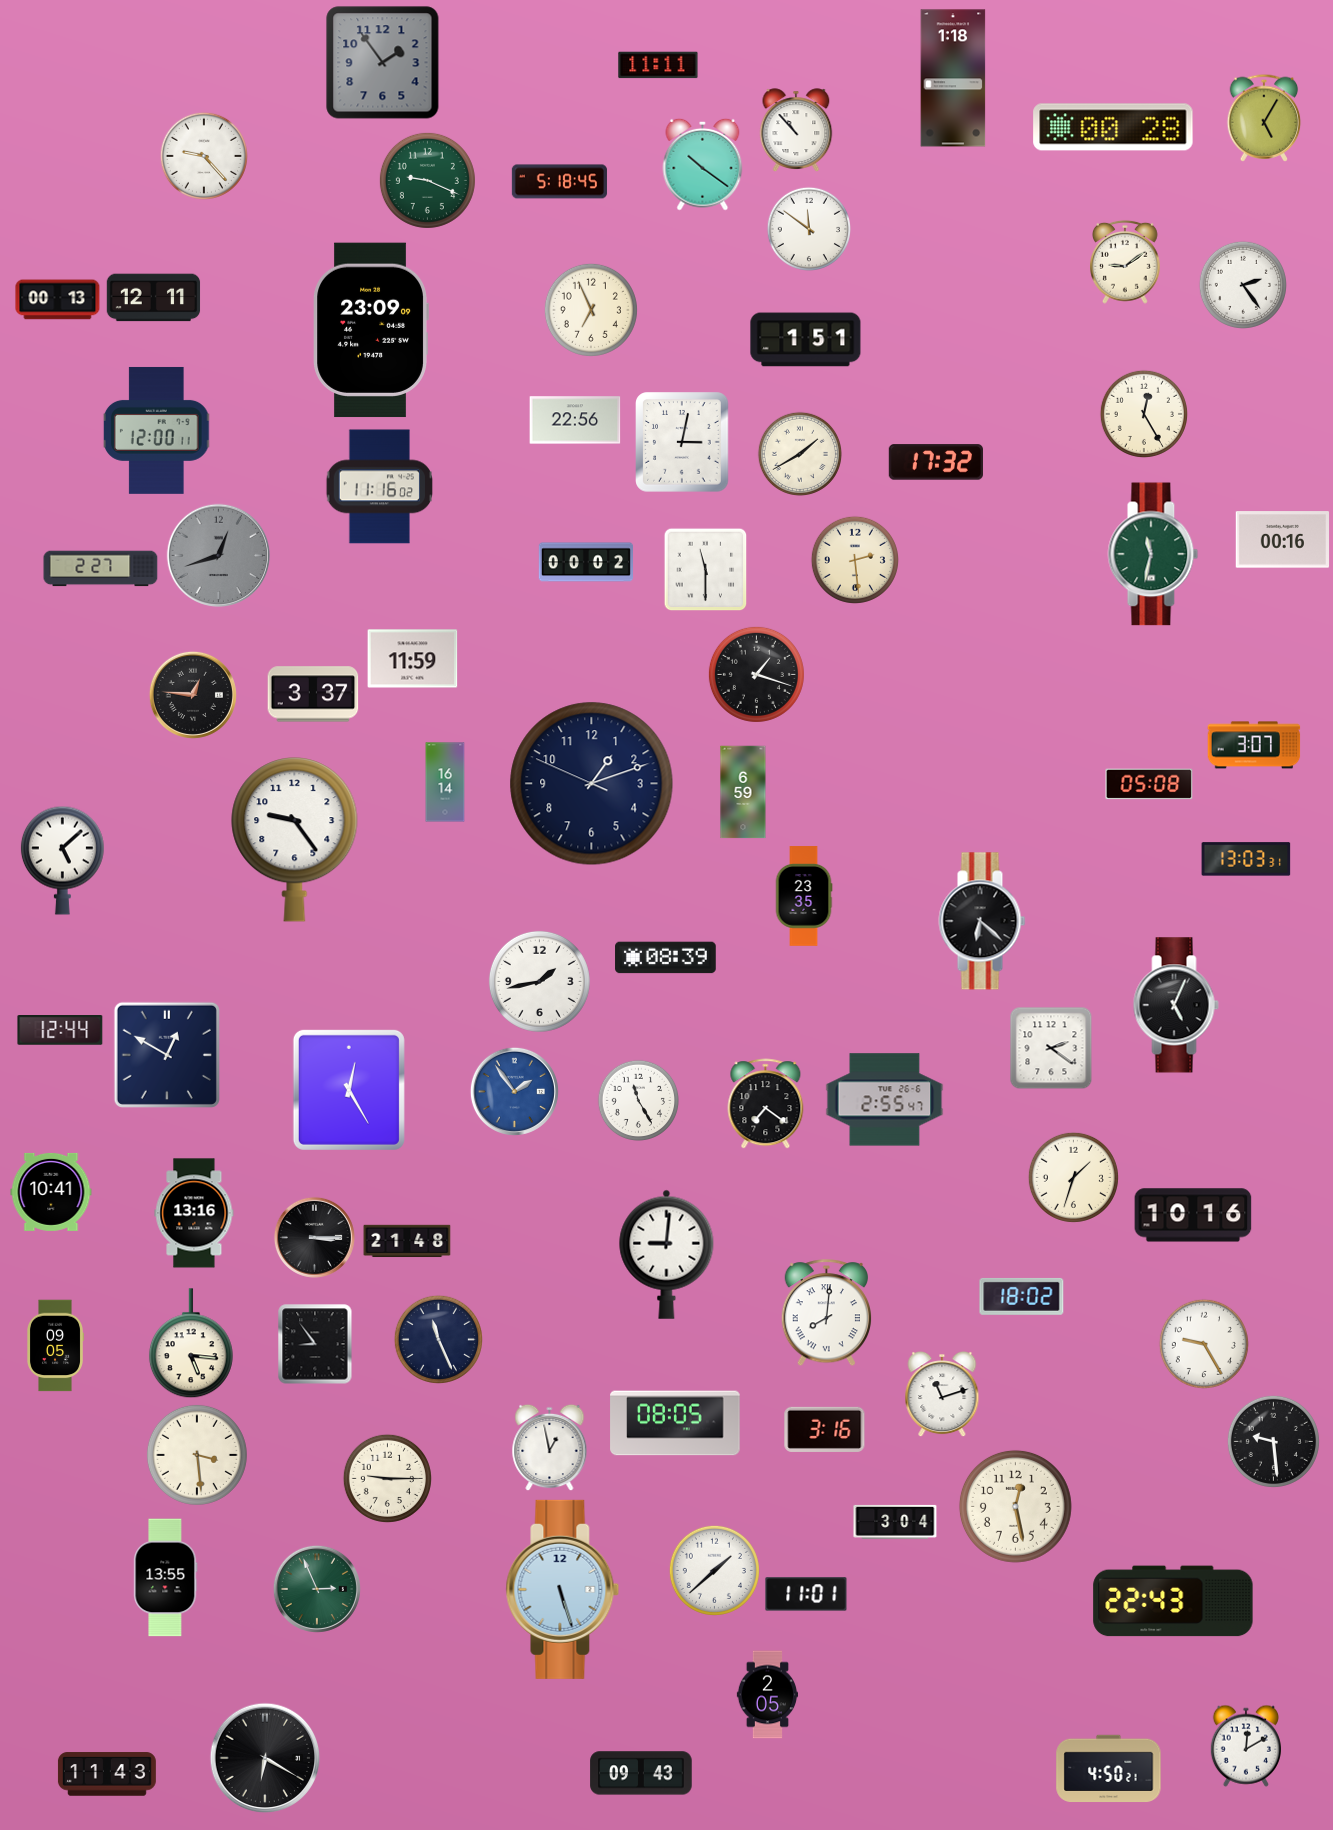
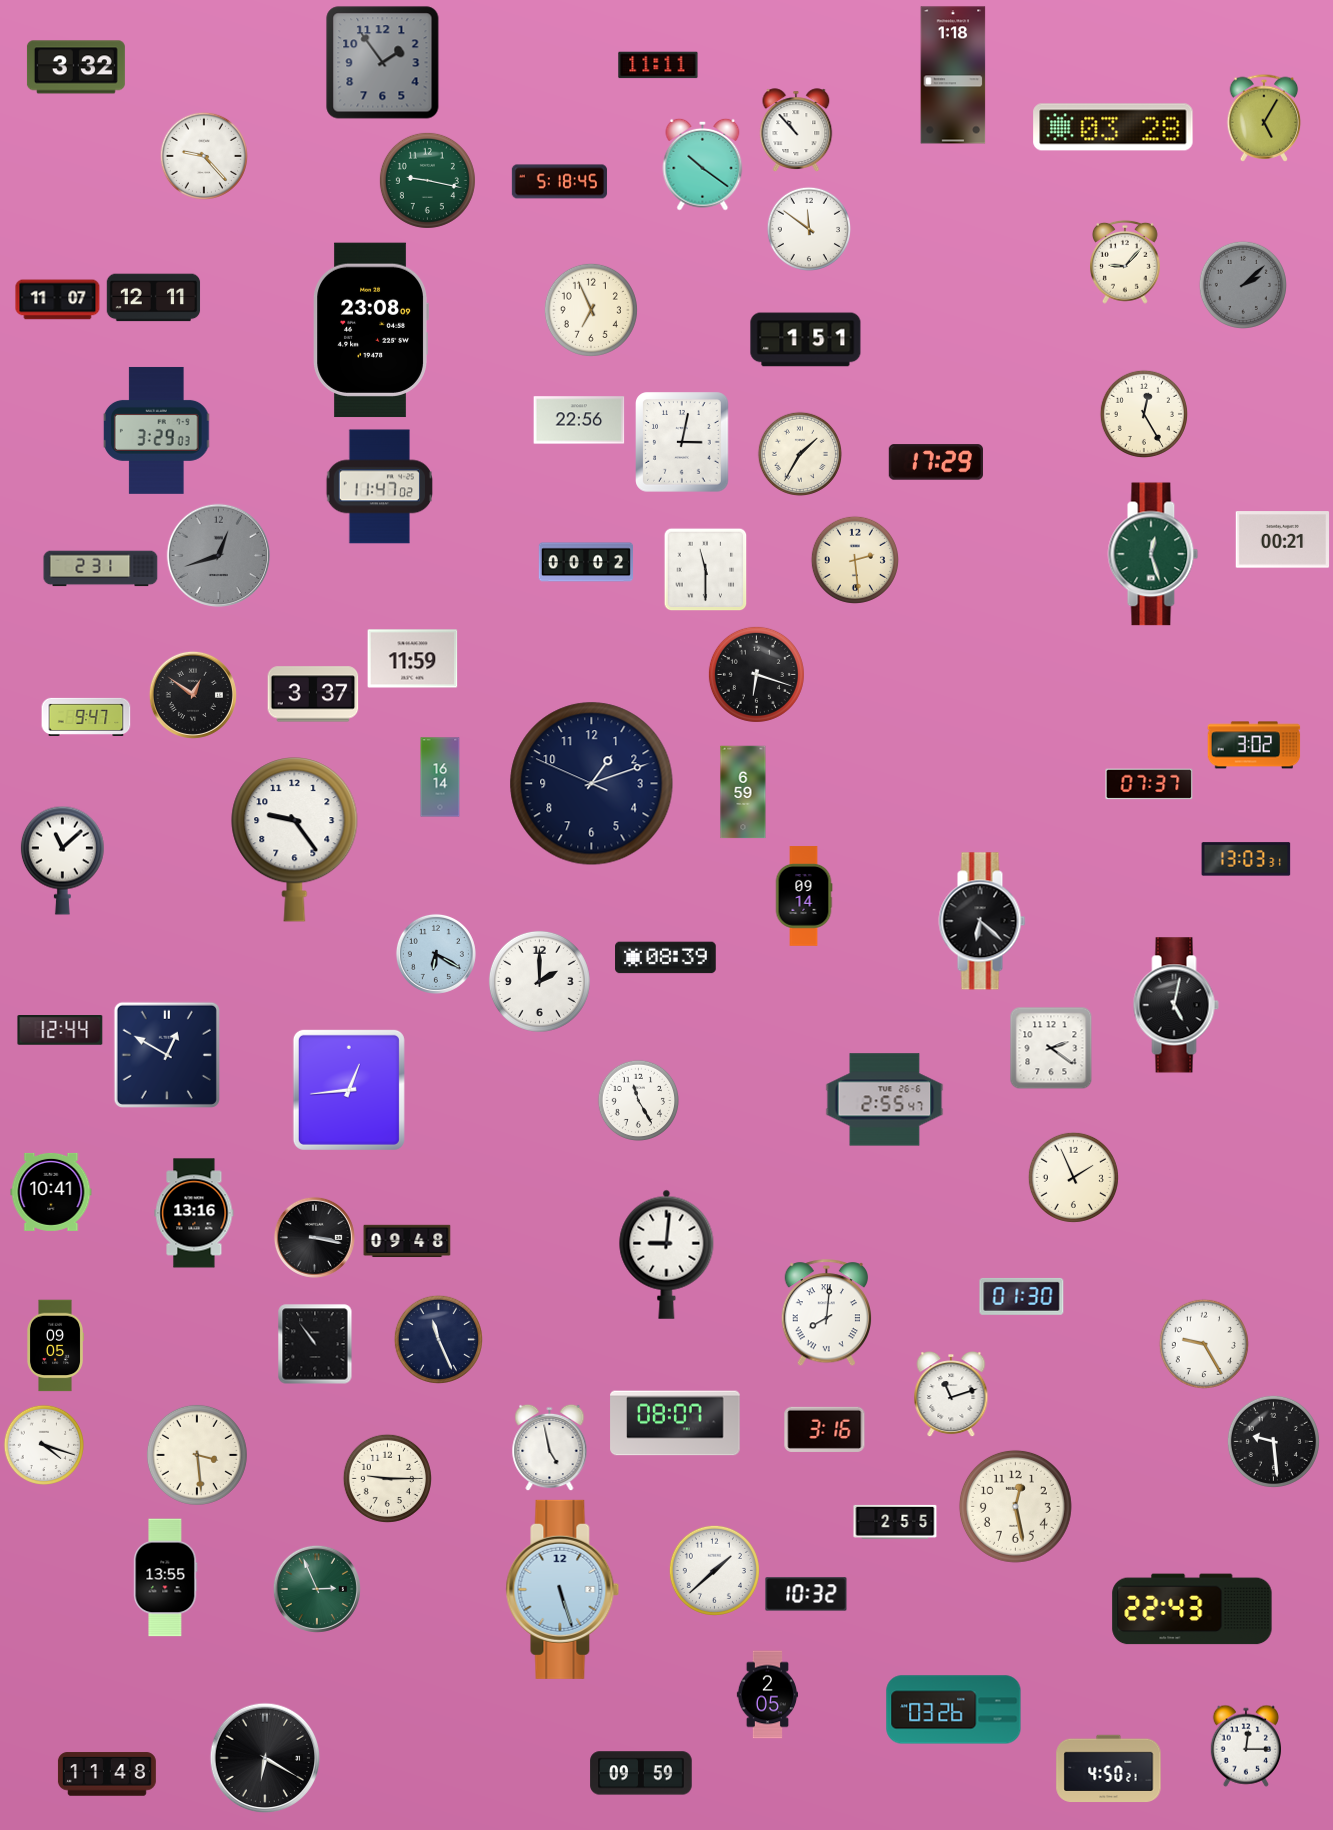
clock at (76, 67): none -> 3:32
clock at (953, 78) position: (953, 78) -> (953, 75)
clock at (1113, 127): 00:28 -> 03:28
clock at (427, 180): 9:19 -> 9:17
clock at (1126, 262): 9:09 -> 9:07
clock at (1243, 285): 2:24 -> 2:08
clock at (1243, 285) dial: white -> grey
clock at (58, 300): 00:13 -> 11:07
clock at (371, 330): 23:09 -> 23:08
clock at (575, 420) position: (575, 420) -> (579, 420)
clock at (157, 430): 12:00 -> 3:29
clock at (799, 453): 1:40 -> 1:35
clock at (936, 462): 17:32 -> 17:29
clock at (380, 487): 11:16 -> 11:47
clock at (1283, 540): 00:16 -> 00:21
clock at (1153, 554): 11:32 -> 12:27
clock at (101, 569): 2:27 -> 2:31
clock at (756, 674): 1:18 -> 6:18
clock at (193, 695): 12:46 -> 12:51
clock at (86, 717): none -> 9:47
clock at (1254, 745): 3:07 -> 3:02
clock at (445, 782) position: (445, 782) -> (440, 777)
clock at (1149, 784): 05:08 -> 07:37
clock at (62, 860): 5:08 -> 11:08
clock at (804, 896): 23:35 -> 09:14
clock at (436, 954): none -> 6:20
clock at (539, 981): 1:43 -> 2:00
clock at (1176, 1005): 5:04 -> 5:02
clock at (349, 1090): 12:25 -> 12:44
clock at (514, 1091): 1:54 -> none
clock at (766, 1104): 7:21 -> none
clock at (1073, 1177): 1:33 -> 1:56
clock at (1193, 1215): 10:16 -> none
clock at (314, 1237): 3:15 -> 3:17
clock at (407, 1241): 21:48 -> 09:48
clock at (1022, 1296): 18:02 -> 01:30
clock at (191, 1344): 5:16 -> none
clock at (315, 1344): 8:54 -> 10:54
clock at (942, 1394) position: (942, 1394) -> (951, 1394)
clock at (675, 1423): 08:05 -> 08:07
clock at (44, 1445): none -> 4:18
clock at (550, 1448): 12:58 -> 4:58
clock at (895, 1522): 3:04 -> 2:55
clock at (806, 1594): 11:01 -> 10:32
clock at (1173, 1601) position: (1173, 1601) -> (1192, 1609)
clock at (954, 1710): none -> 03:26
clock at (1246, 1746): 12:10 -> 12:15
clock at (641, 1773): 09:43 -> 09:59
clock at (107, 1774): 11:43 -> 11:48
